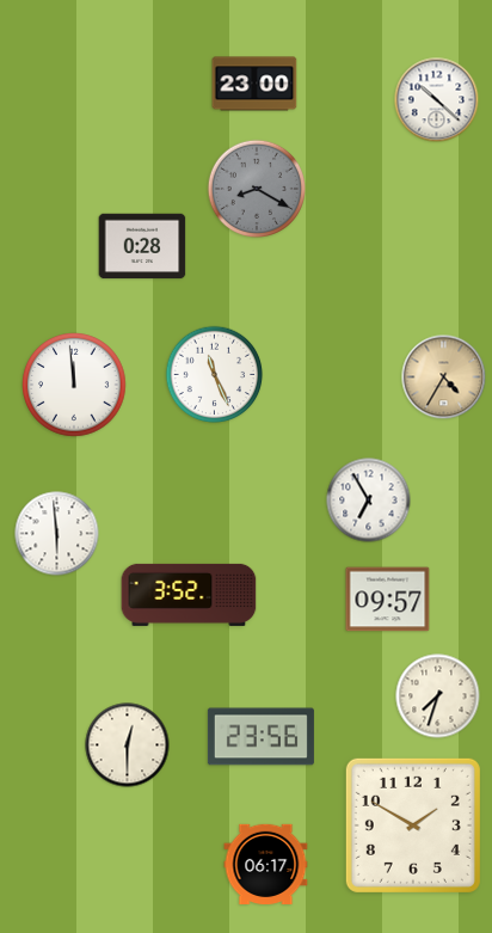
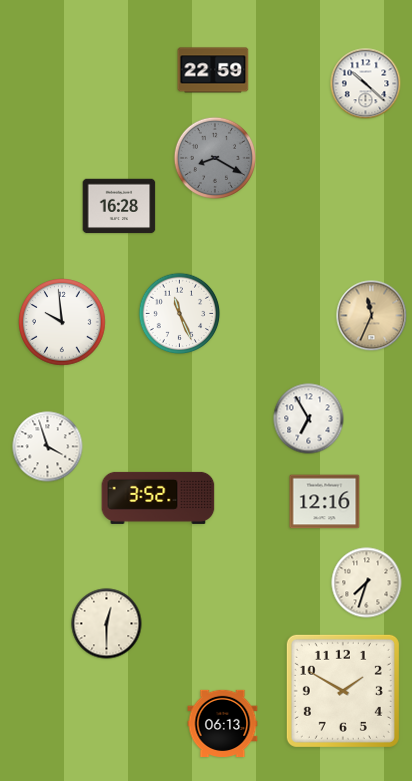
clock at (254, 84): 23:00 -> 22:59
clock at (142, 246): 0:28 -> 16:28
clock at (444, 378): 4:35 -> 11:34
clock at (74, 385): 11:59 -> 9:59
clock at (57, 534): 5:59 -> 3:57
clock at (388, 600): 09:57 -> 12:16
clock at (260, 737): 23:56 -> none
clock at (413, 825) position: (413, 825) -> (343, 691)
clock at (266, 864): 06:17 -> 06:13
